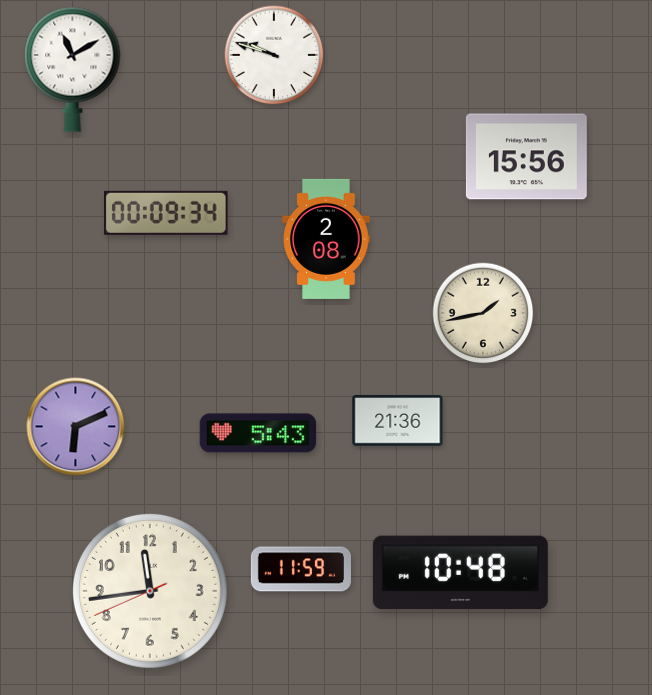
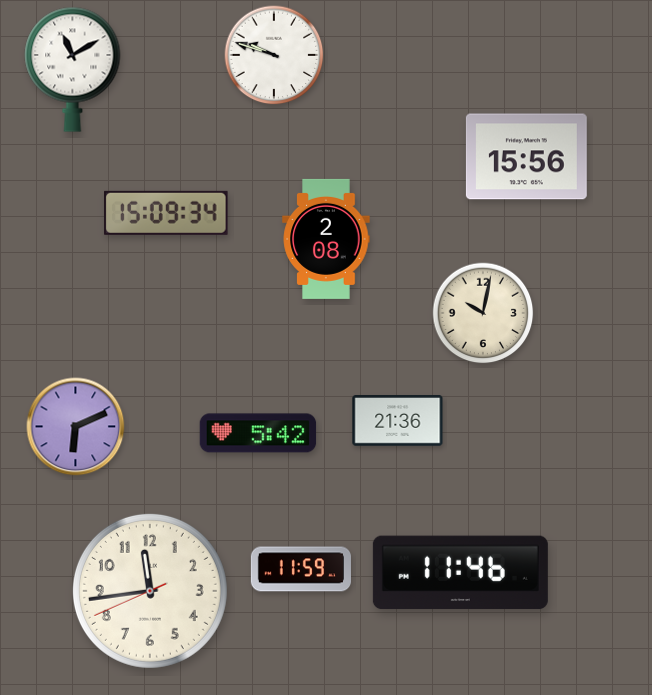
clock at (166, 213): 00:09 -> 15:09
clock at (483, 313): 1:43 -> 10:02
clock at (258, 433): 5:43 -> 5:42
clock at (460, 573): 10:48 -> 11:46
